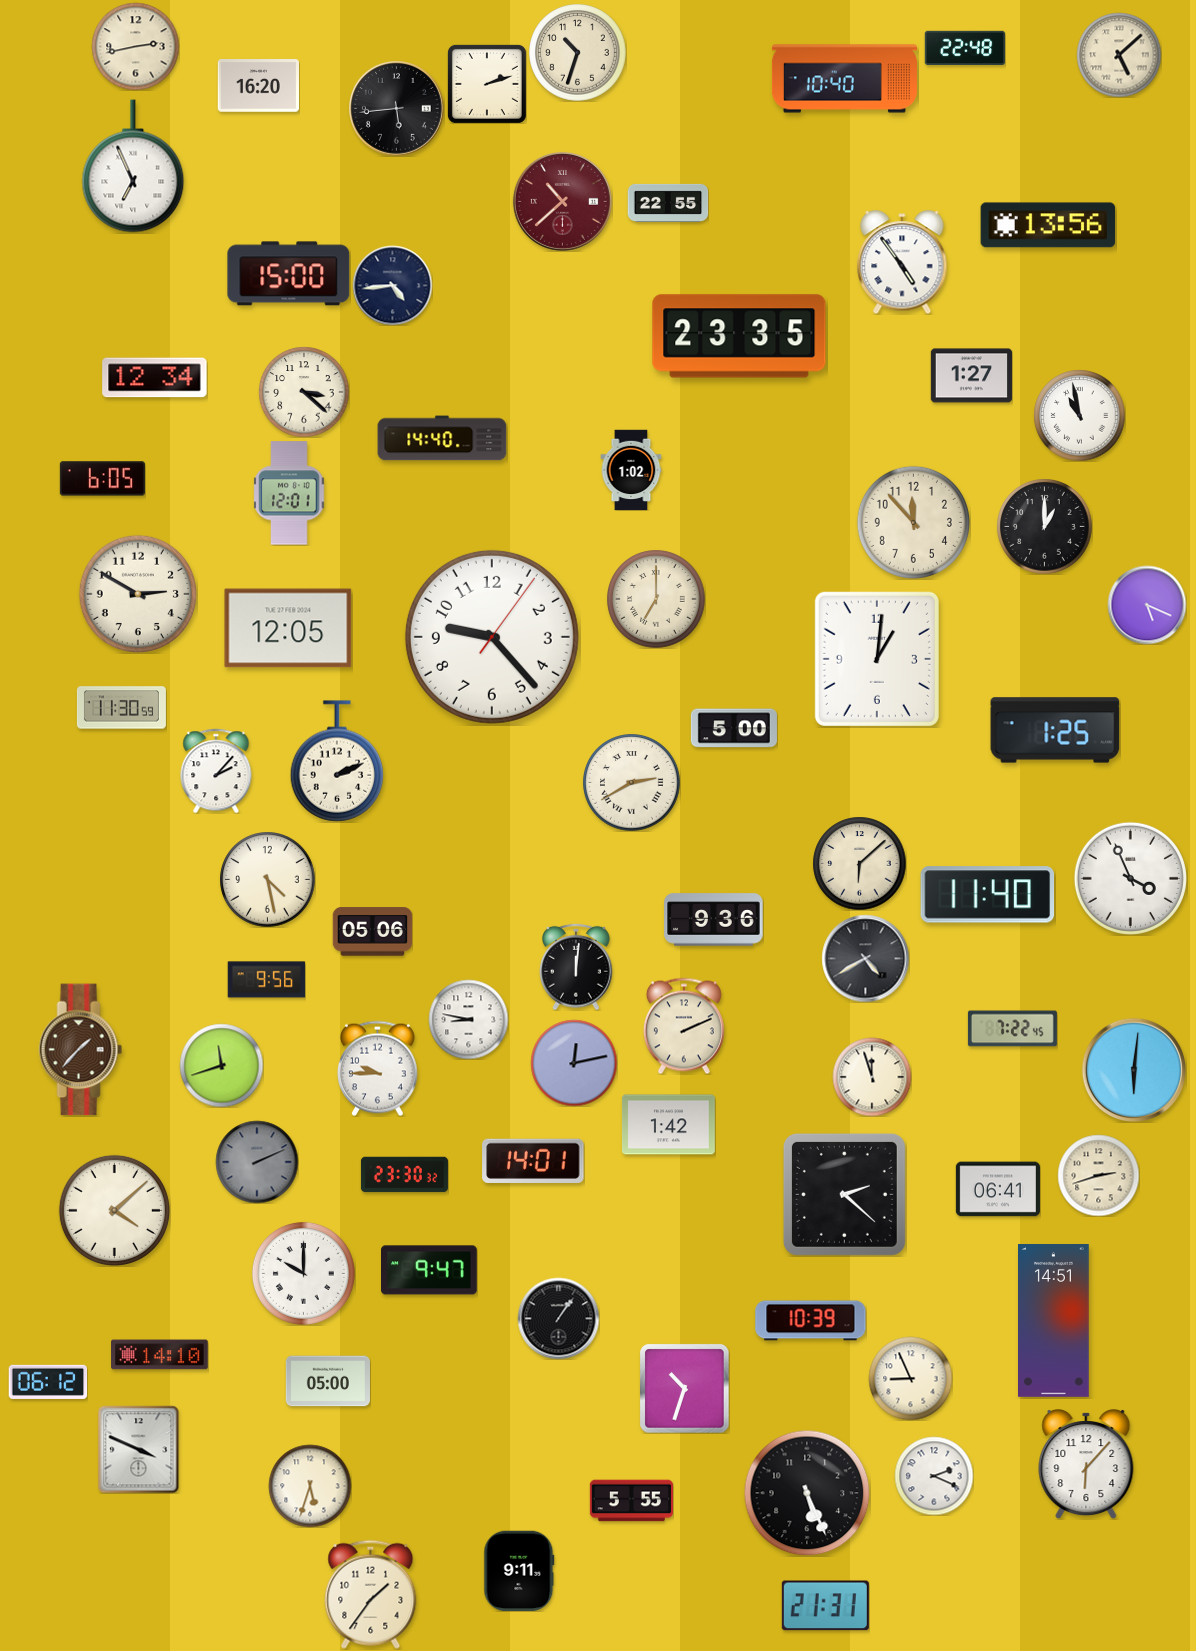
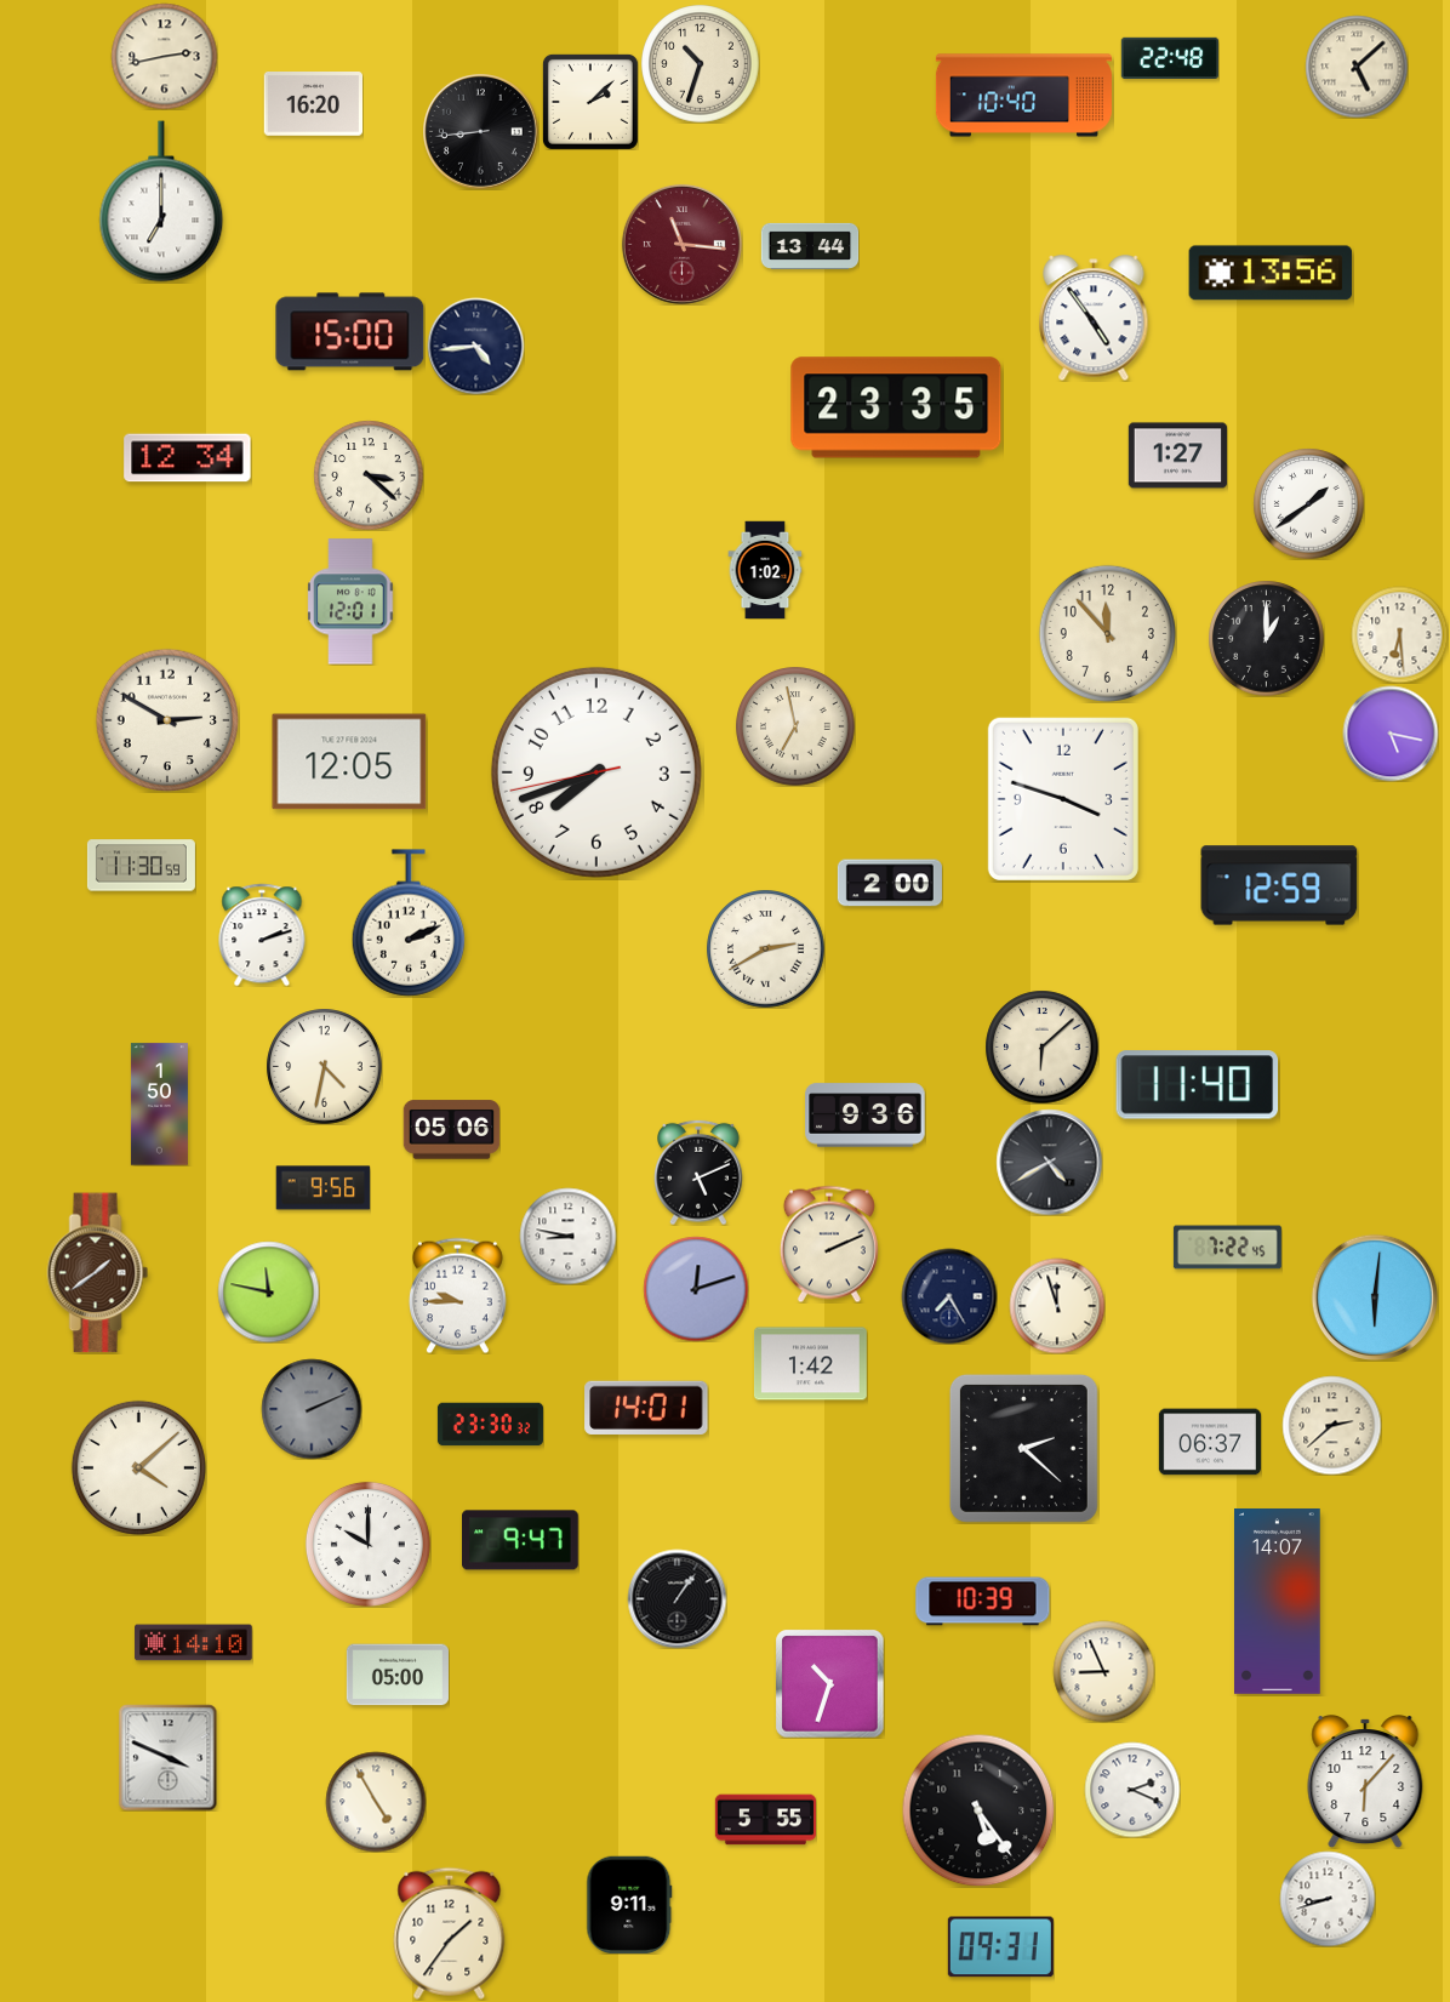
clock at (487, 84): 2:12 -> 2:08
clock at (397, 109): 5:44 -> 8:44
clock at (133, 166): 6:56 -> 7:00
clock at (562, 201): 10:38 -> 11:16
clock at (668, 203): 22:55 -> 13:44
clock at (1079, 415): 10:58 -> 1:39
clock at (442, 438): 14:40 -> none
clock at (102, 479): 6:05 -> none
clock at (289, 493) position: (289, 493) -> (350, 601)
clock at (1399, 634): none -> 6:29
clock at (656, 599): 7:00 -> 6:58
clock at (1147, 605): 5:19 -> 5:17
clock at (492, 637): 9:23 -> 7:41
clock at (877, 659): 1:01 -> 3:48
clock at (121, 708) position: (121, 708) -> (141, 866)
clock at (734, 728): 5:00 -> 2:00
clock at (1055, 730): 1:25 -> 12:59
clock at (216, 771): 2:07 -> 2:12
clock at (1130, 878): 3:56 -> none
clock at (267, 879): 4:28 -> 4:32
clock at (159, 1105): none -> 1:50
clock at (576, 967): 12:01 -> 5:11
clock at (81, 1050): 1:37 -> 1:39
clock at (574, 1063): 12:13 -> 12:12
clock at (221, 1065): 11:42 -> 11:47
clock at (949, 1296): none -> 7:25
clock at (1098, 1175): 2:42 -> 2:38
clock at (998, 1189): 06:41 -> 06:37
clock at (1054, 1321): 14:51 -> 14:07
clock at (48, 1382): 06:12 -> none
clock at (1086, 1465) position: (1086, 1465) -> (1365, 1783)
clock at (310, 1486): 5:33 -> 4:55
clock at (807, 1493): 5:26 -> 5:24
clock at (1328, 1899): none -> 8:42
clock at (825, 1606): 21:31 -> 09:31
